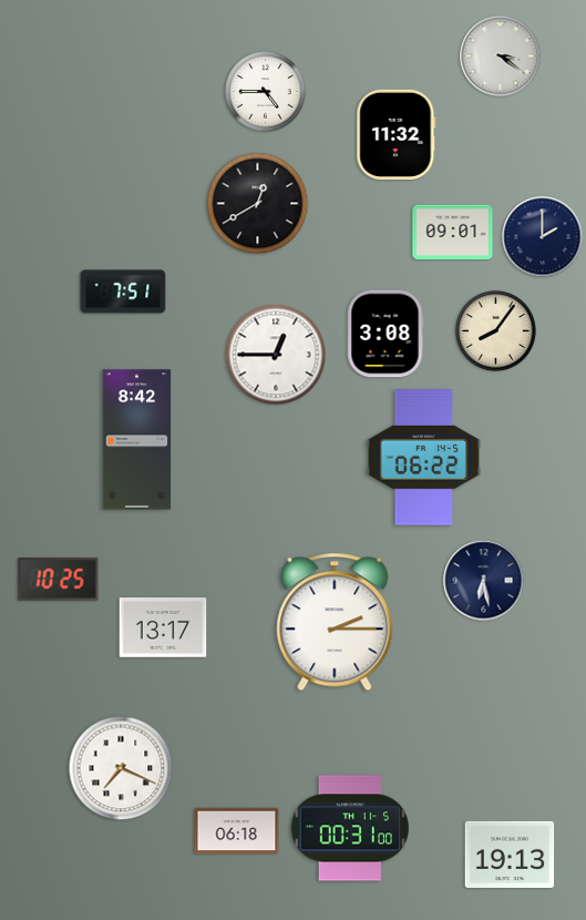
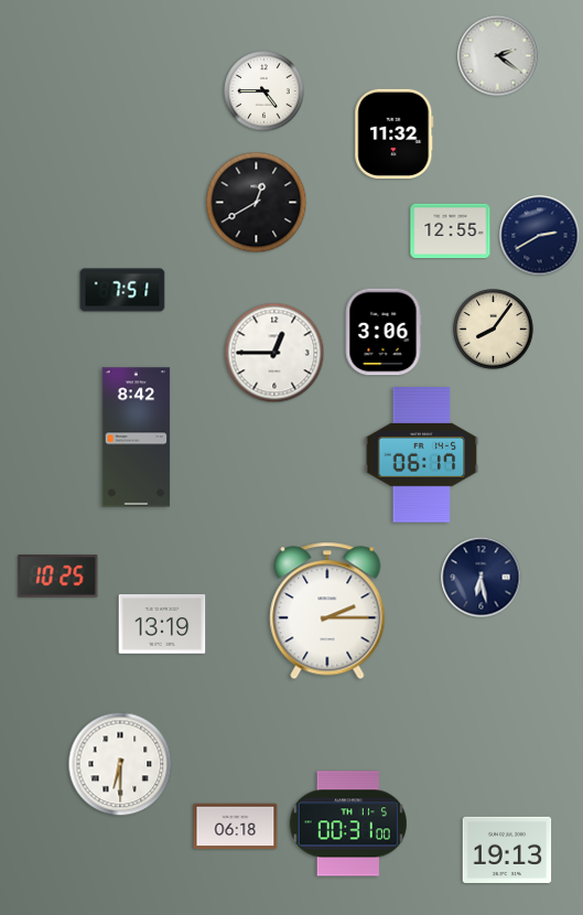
clock at (501, 57): 3:21 -> 2:21
clock at (453, 233): 09:01 -> 12:55
clock at (543, 237): 2:00 -> 2:40
clock at (385, 334): 3:08 -> 3:06
clock at (424, 458): 06:22 -> 06:17
clock at (335, 622) position: (335, 622) -> (327, 611)
clock at (163, 627): 13:17 -> 13:19
clock at (121, 768): 7:19 -> 6:30
